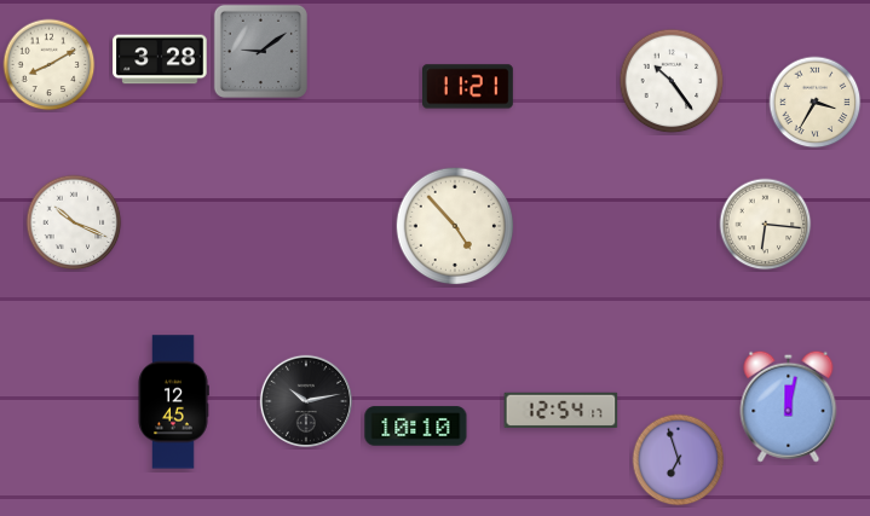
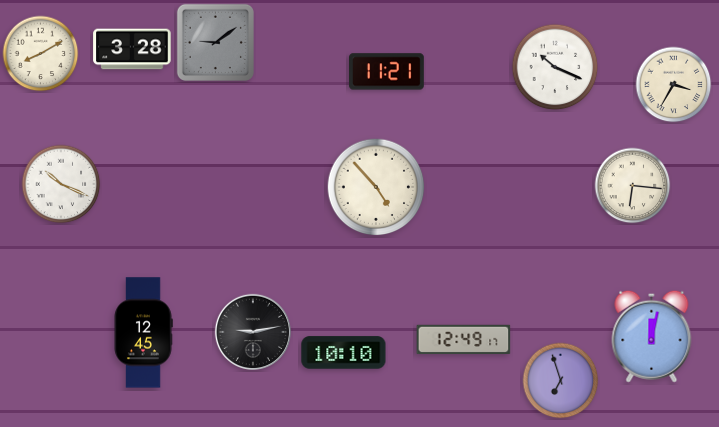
clock at (672, 81): 10:24 -> 10:19
clock at (305, 400): 10:13 -> 9:13
clock at (561, 411): 12:54 -> 12:49
